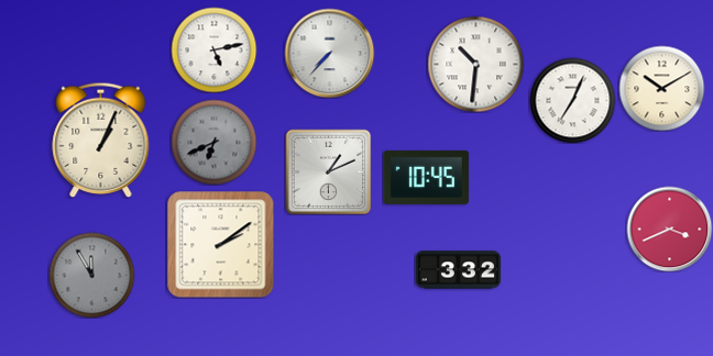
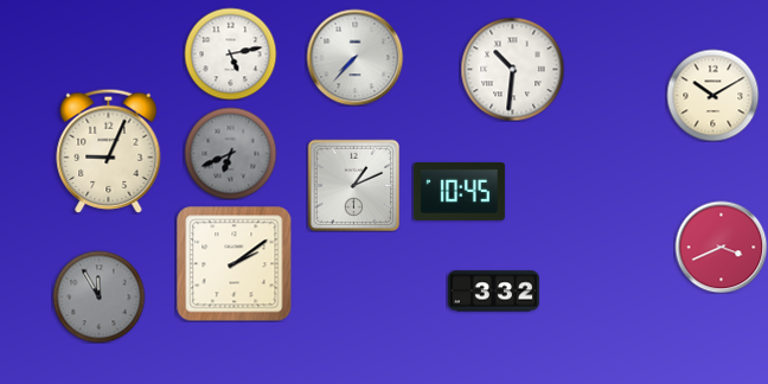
clock at (572, 100): 7:04 -> none
clock at (101, 140): 1:04 -> 9:04
clock at (221, 245) position: (221, 245) -> (235, 264)
